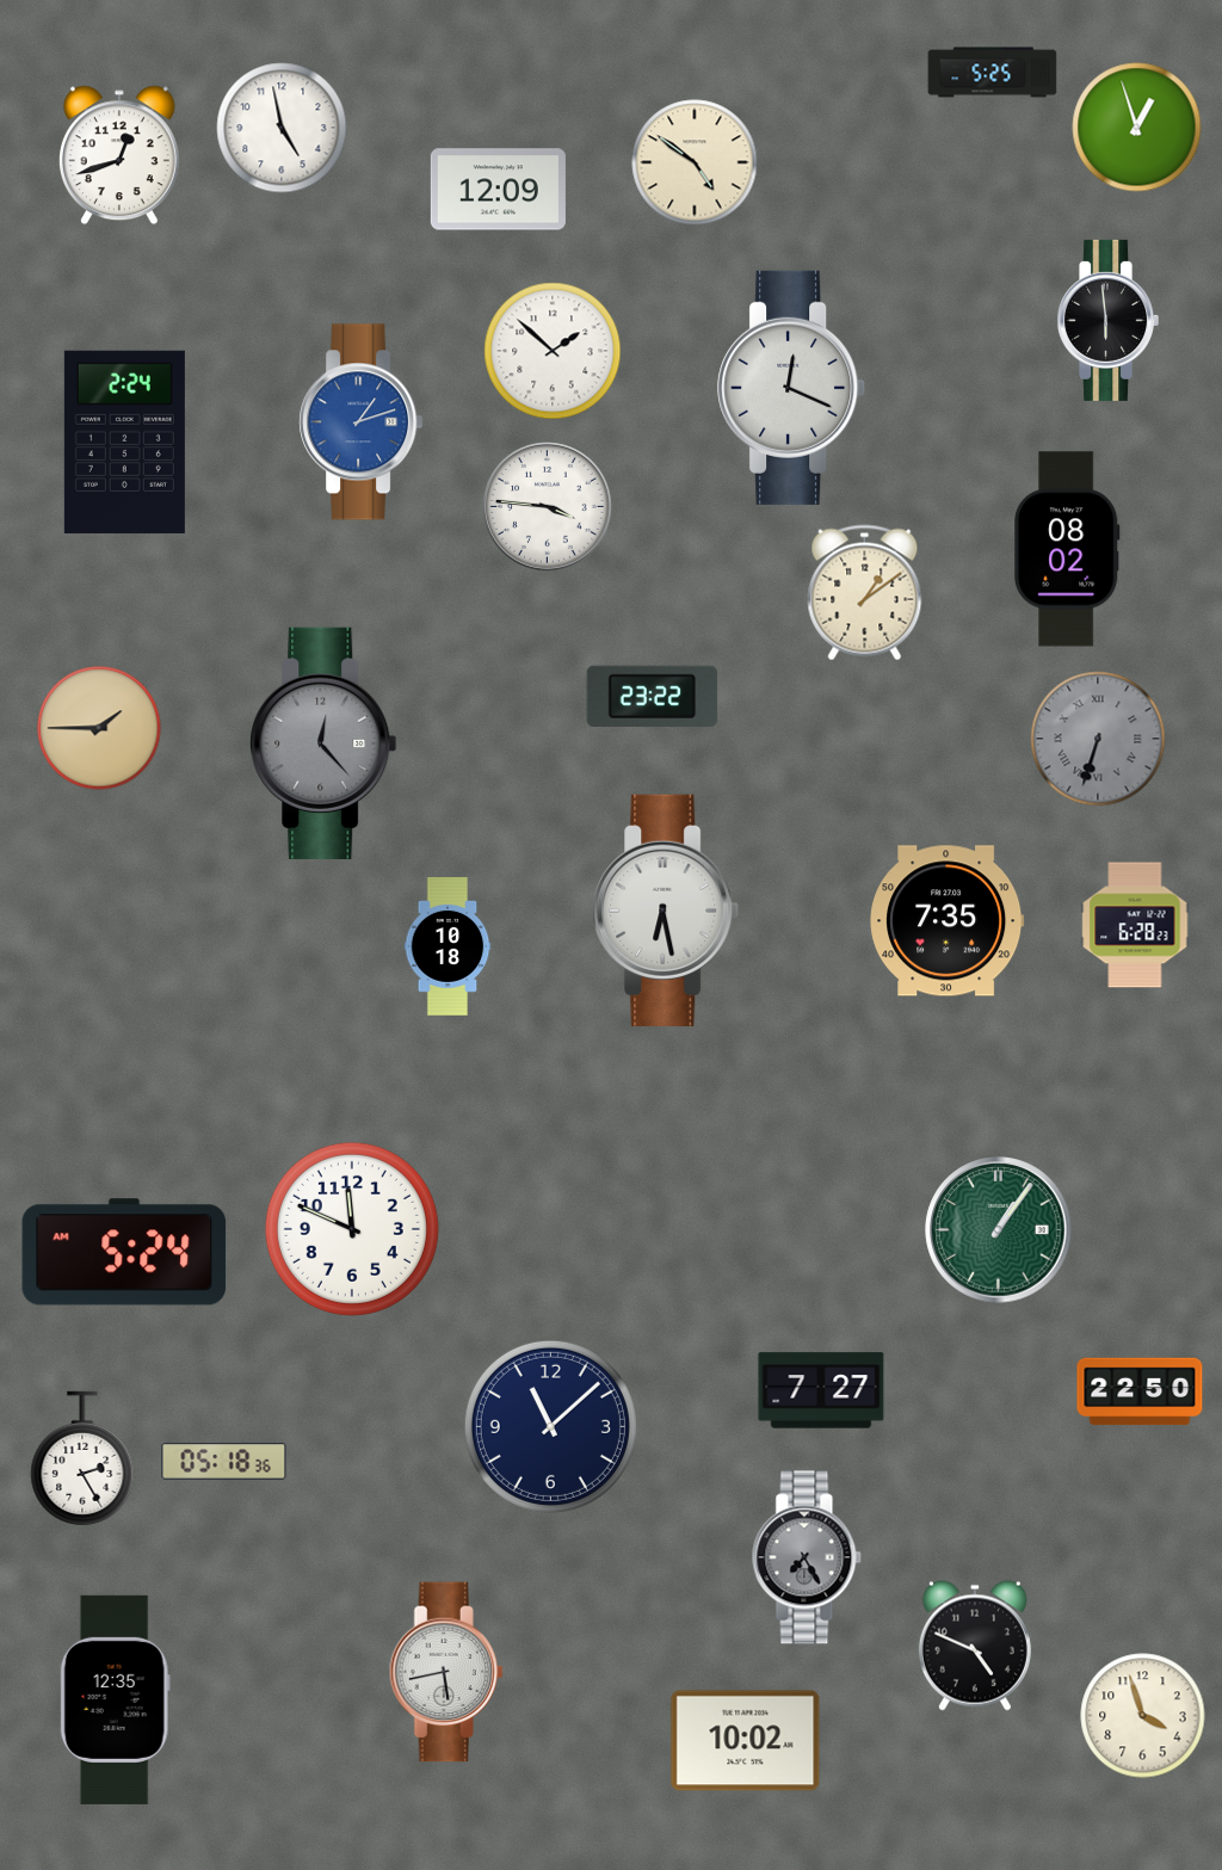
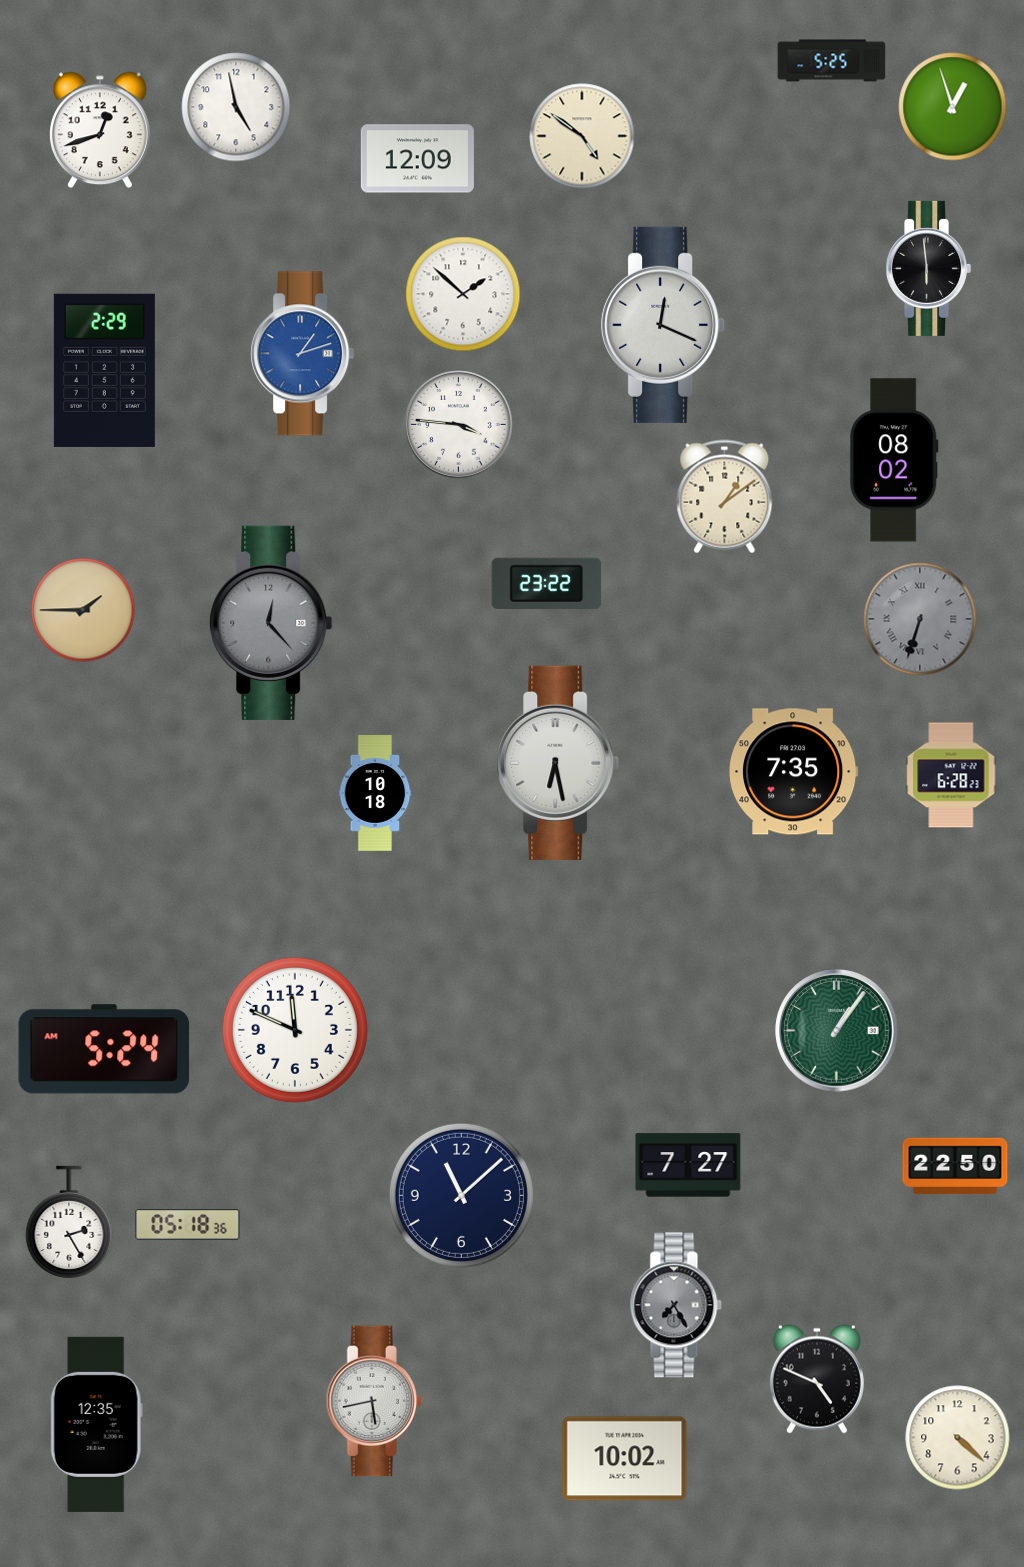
clock at (124, 442): 2:24 -> 2:29
clock at (1143, 1716): 3:57 -> 4:22
